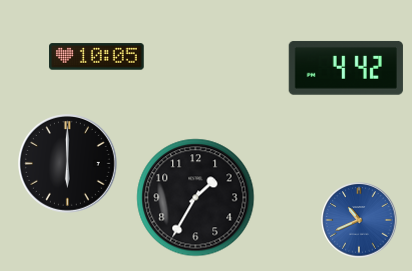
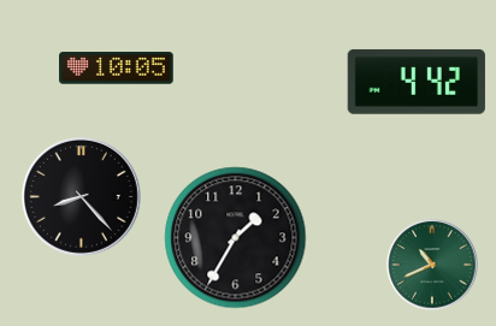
clock at (68, 164): 6:00 -> 8:23
clock at (359, 220) dial: blue -> green
